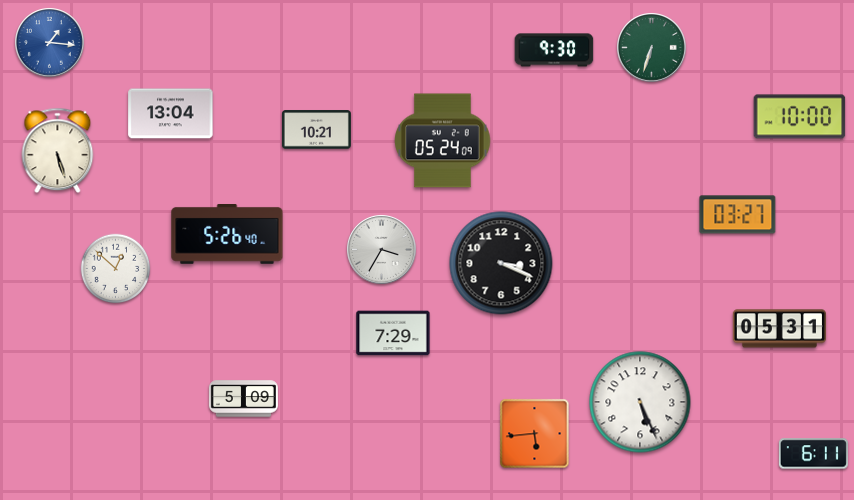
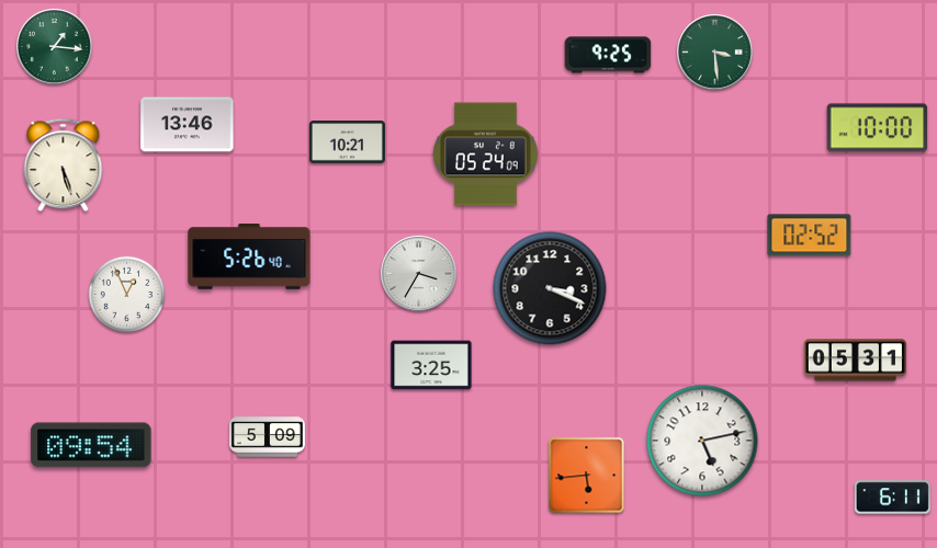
clock at (50, 43) dial: blue -> green
clock at (652, 48): 6:33 -> 3:29
clock at (554, 50): 9:30 -> 9:25
clock at (171, 114): 13:04 -> 13:46
clock at (738, 215): 03:27 -> 02:52
clock at (116, 269): 12:52 -> 12:56
clock at (393, 333): 7:29 -> 3:25
clock at (640, 402): 5:26 -> 5:13
clock at (91, 445): none -> 09:54
